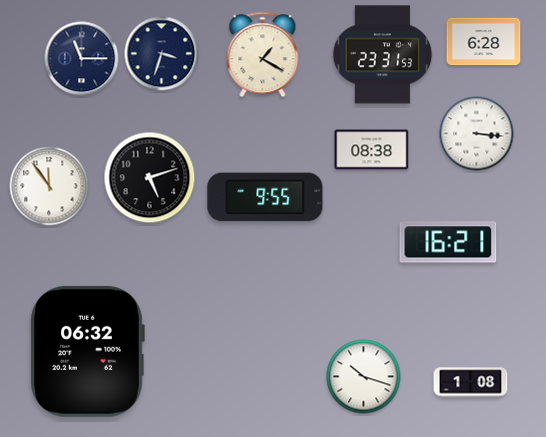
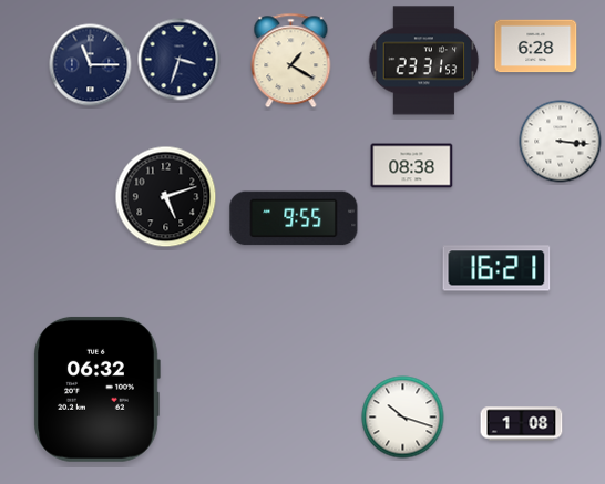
clock at (477, 134) position: (477, 134) -> (561, 142)
clock at (49, 186): 11:54 -> none
